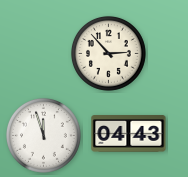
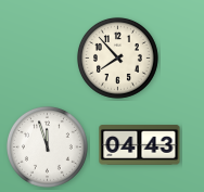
clock at (108, 53): 2:53 -> 7:53
